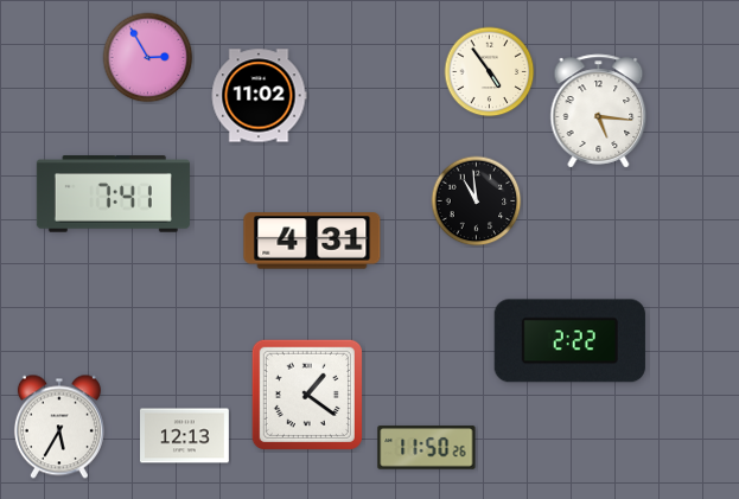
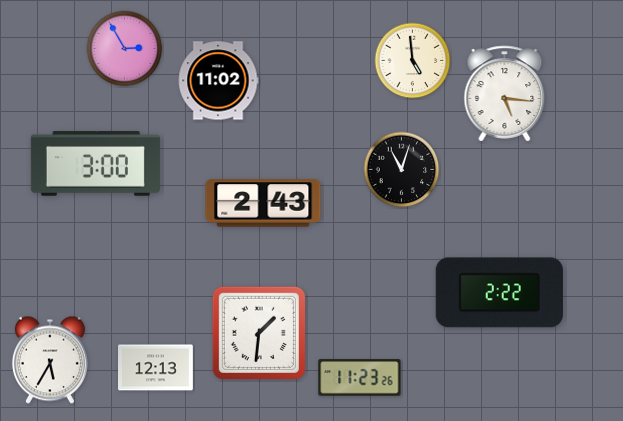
clock at (490, 72): 4:54 -> 4:59
clock at (113, 194): 7:41 -> 3:00
clock at (477, 201): 10:59 -> 11:03
clock at (312, 241): 4:31 -> 2:43
clock at (569, 341) position: (569, 341) -> (499, 293)
clock at (307, 395): 1:21 -> 1:31
clock at (427, 448): 11:50 -> 11:23
